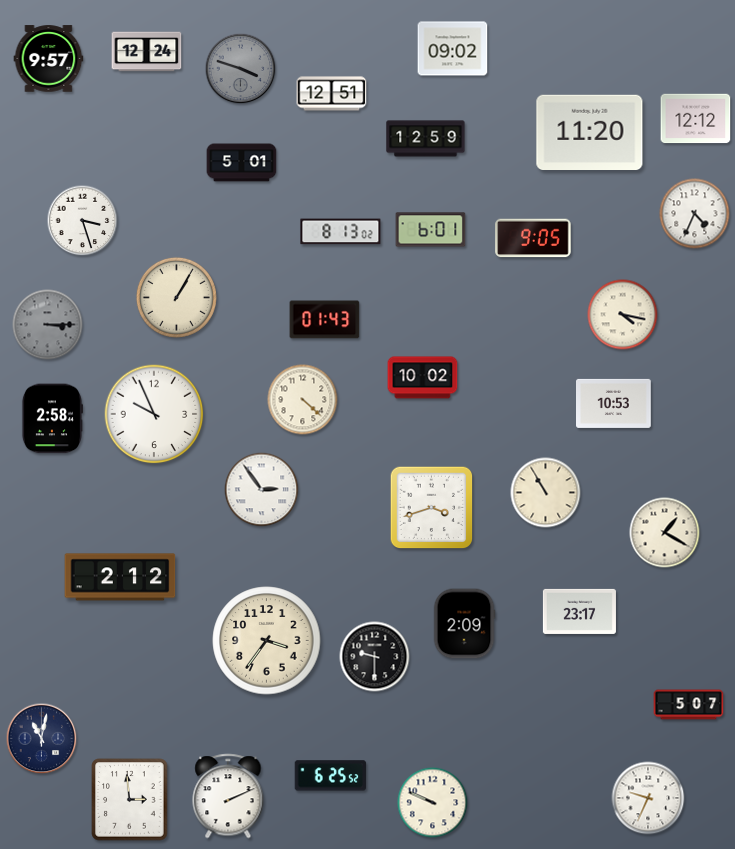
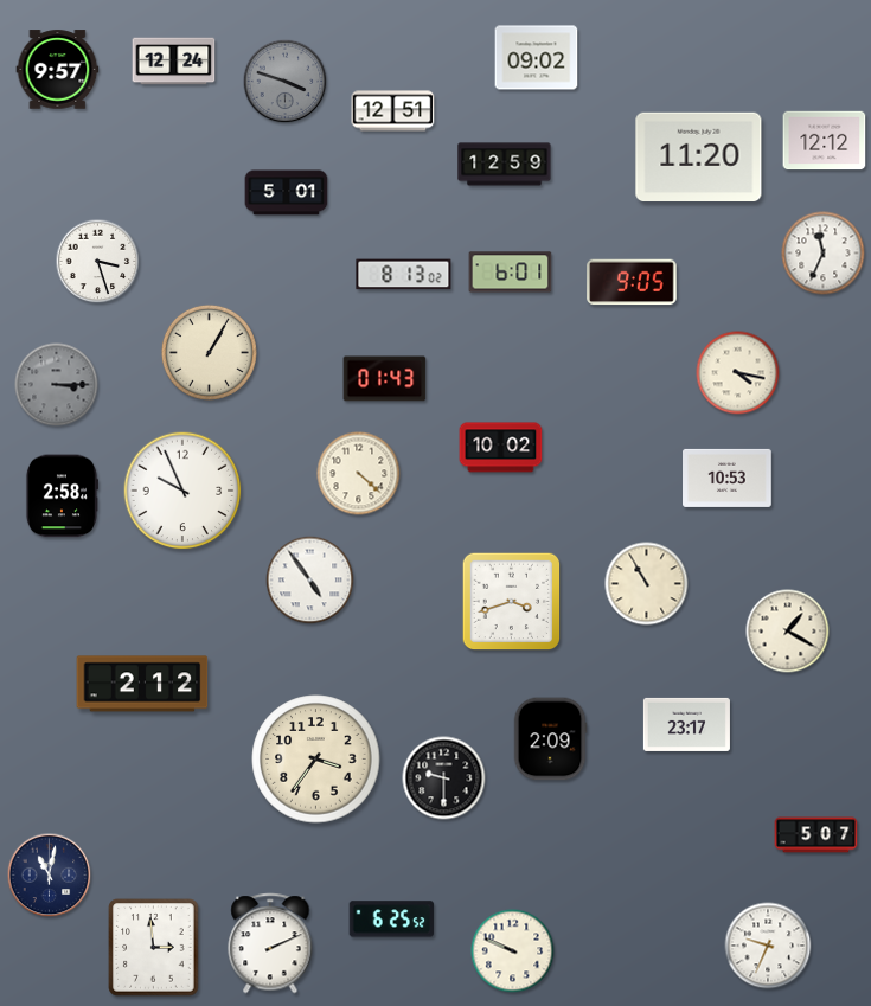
clock at (695, 214): 4:34 -> 11:34
clock at (262, 490): 2:54 -> 4:54
